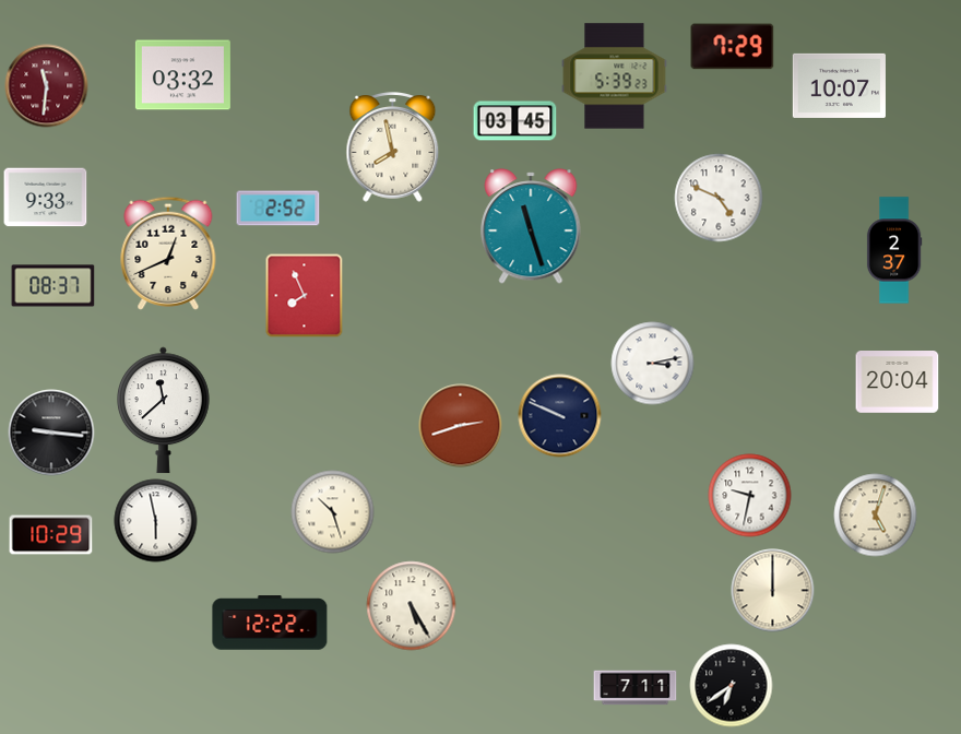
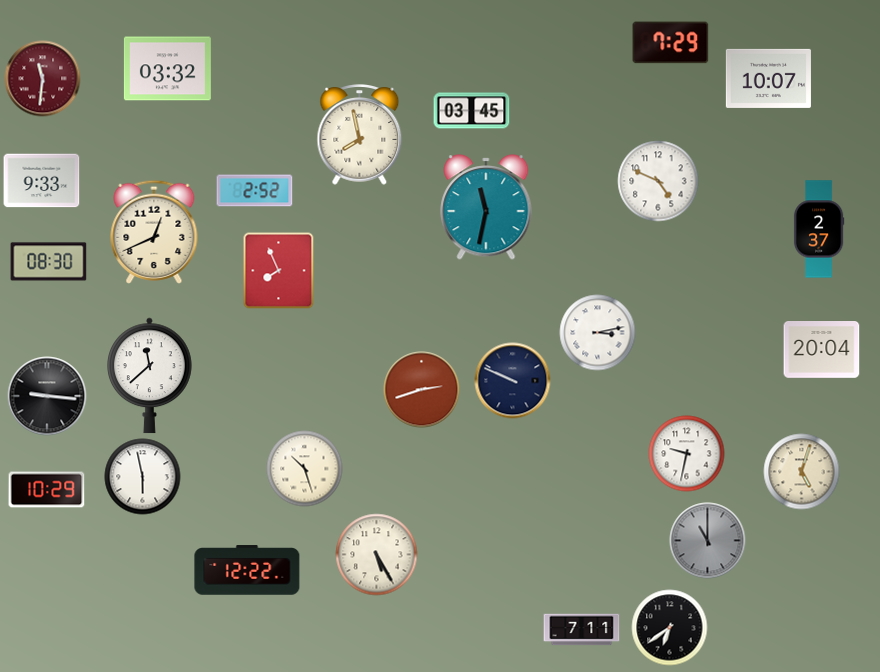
clock at (615, 76): 5:39 -> none
clock at (531, 226): 11:27 -> 11:32
clock at (54, 286): 08:37 -> 08:30
clock at (773, 591): 12:00 -> 11:00
clock at (773, 591) dial: cream -> grey
